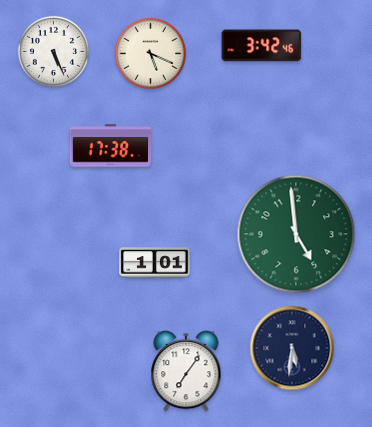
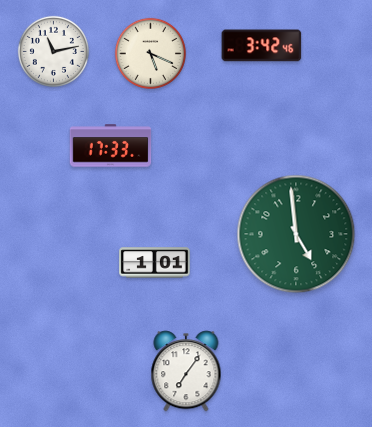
clock at (53, 51): 5:26 -> 11:13
clock at (111, 146): 17:38 -> 17:33
clock at (292, 348): 5:31 -> none
